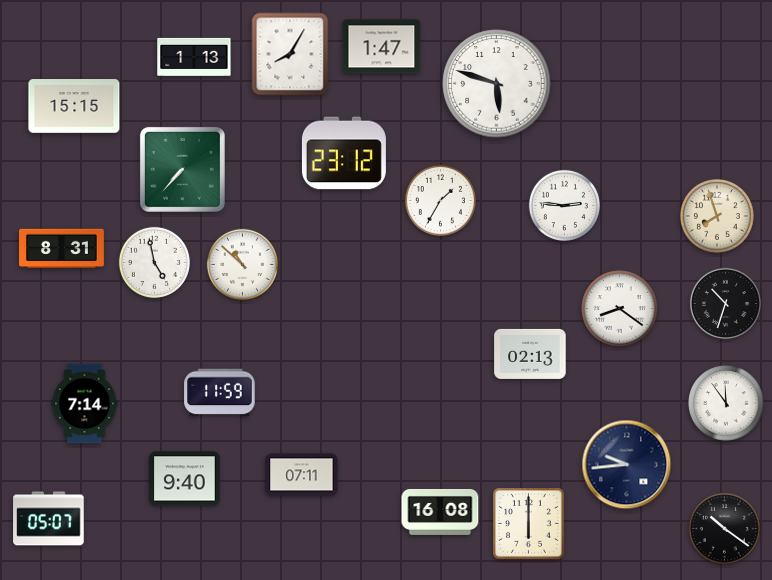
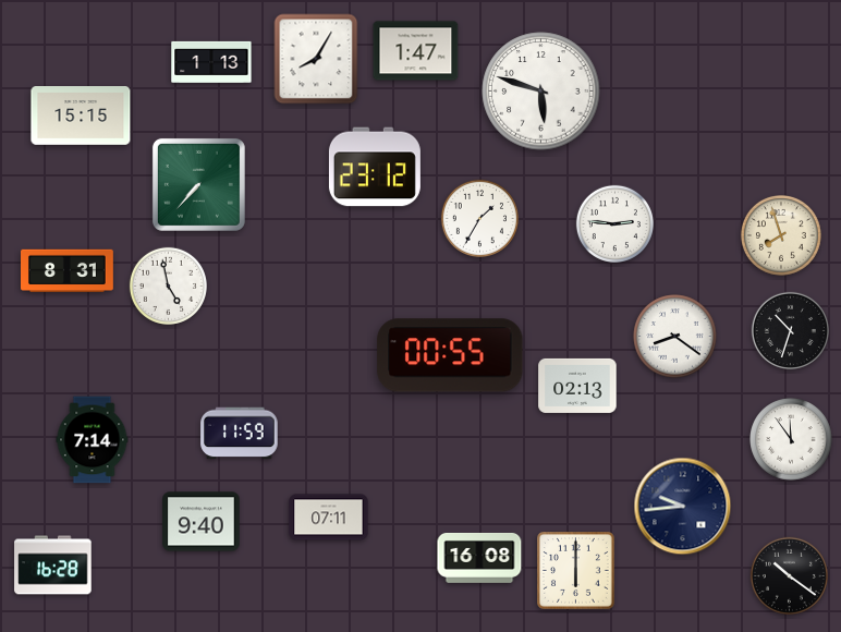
clock at (242, 264): 10:52 -> none
clock at (450, 355): none -> 00:55
clock at (220, 393) position: (220, 393) -> (240, 434)
clock at (49, 519): 05:07 -> 16:28
